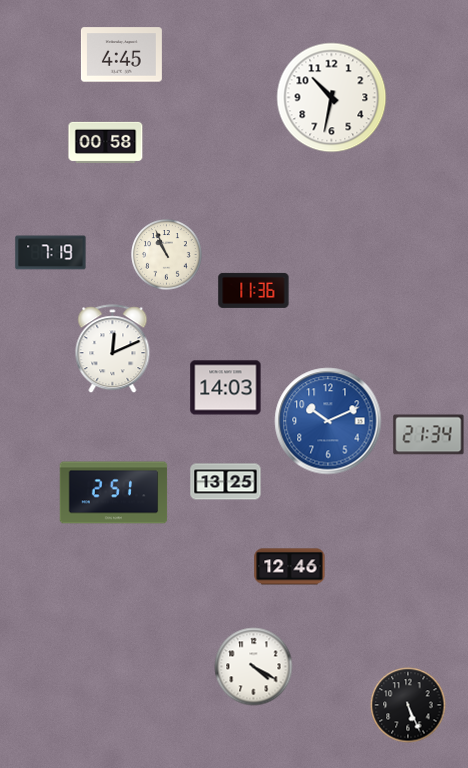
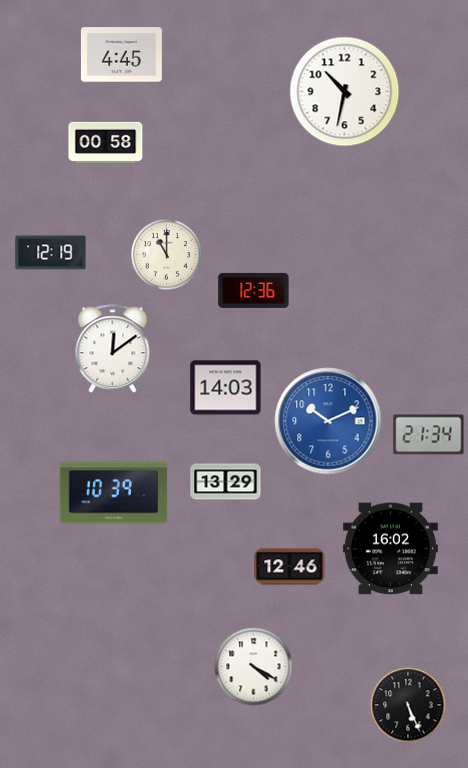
clock at (332, 98) position: (332, 98) -> (345, 92)
clock at (51, 253): 7:19 -> 12:19
clock at (167, 255): 10:56 -> 11:00
clock at (254, 290): 11:36 -> 12:36
clock at (113, 349): 12:11 -> 12:09
clock at (226, 482): 13:25 -> 13:29
clock at (114, 493): 2:51 -> 10:39
clock at (390, 549): none -> 16:02
